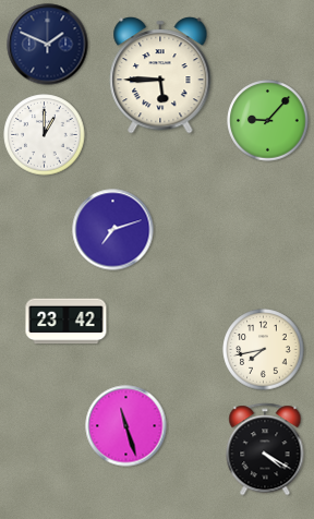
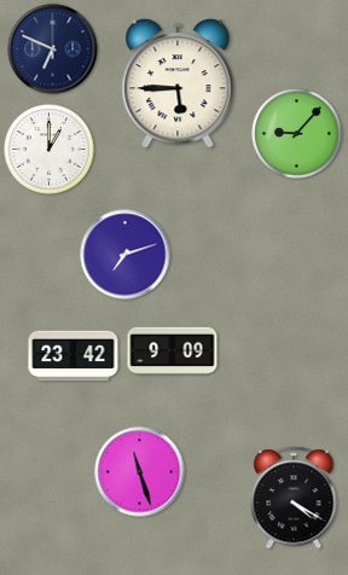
clock at (48, 45): 1:49 -> 6:49
clock at (173, 352): none -> 9:09
clock at (264, 350): 7:43 -> none
